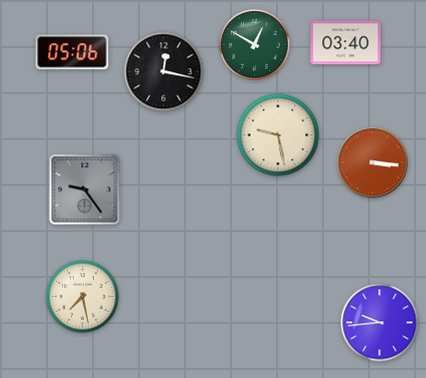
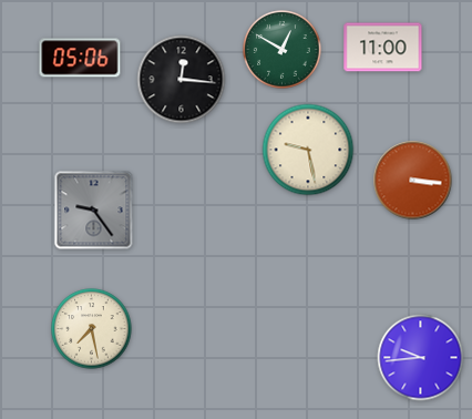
clock at (346, 43): 03:40 -> 11:00
clock at (164, 72): 12:17 -> 12:16
